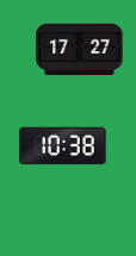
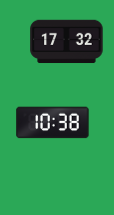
clock at (80, 50): 17:27 -> 17:32
